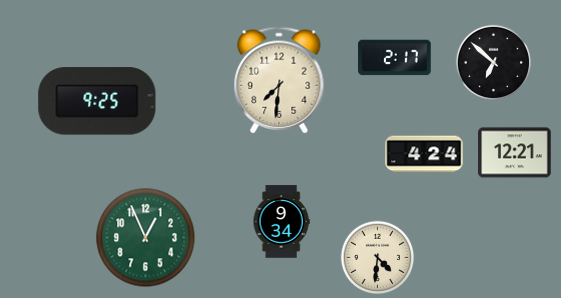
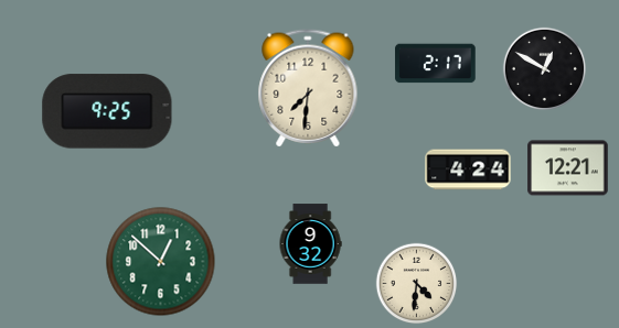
clock at (493, 62): 6:52 -> 12:50
clock at (281, 222): 9:34 -> 9:32
clock at (146, 238): 12:56 -> 12:52
